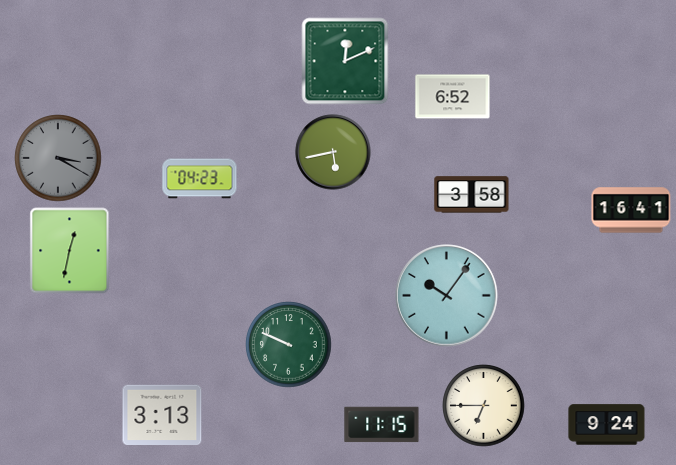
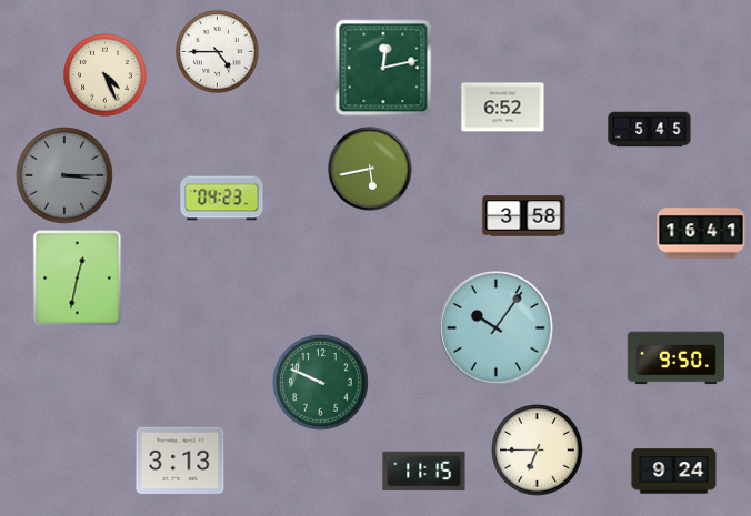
clock at (218, 52): none -> 4:45
clock at (345, 61): 12:11 -> 12:13
clock at (106, 75): none -> 4:26
clock at (650, 130): none -> 5:45
clock at (58, 158): 3:20 -> 3:15
clock at (675, 358): none -> 9:50
